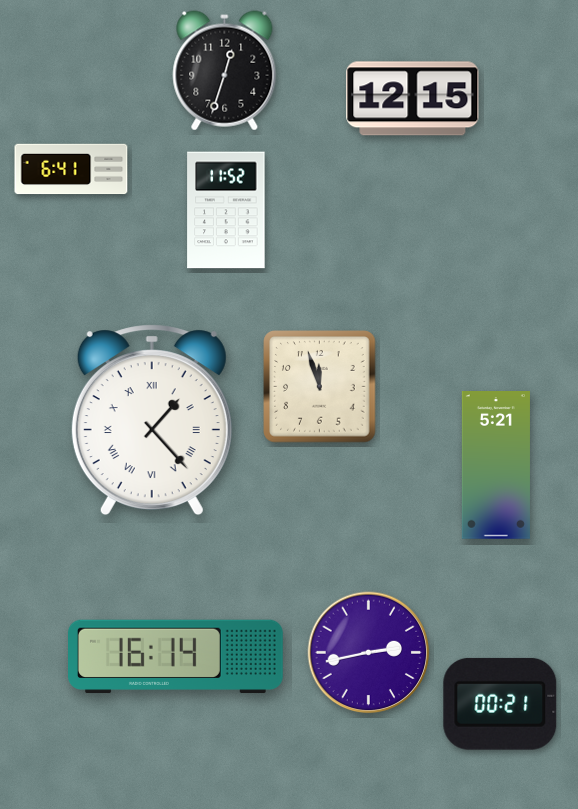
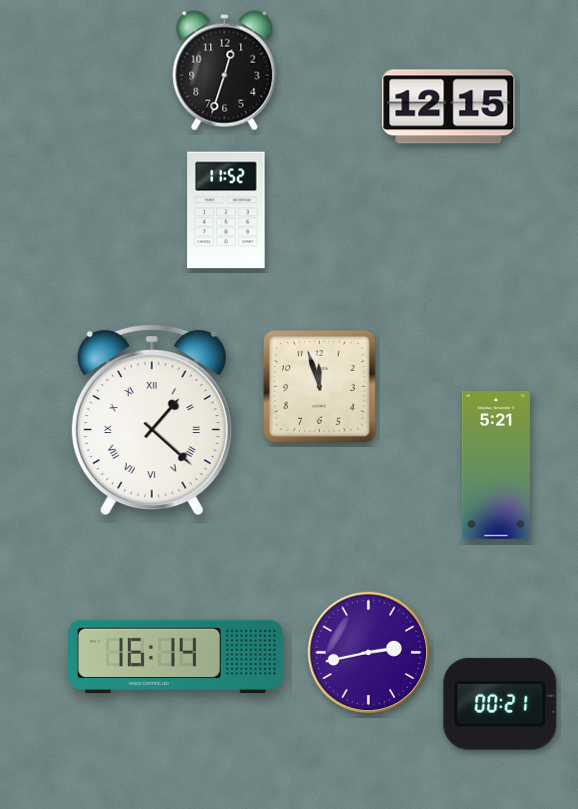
clock at (413, 99) position: (413, 99) -> (449, 107)
clock at (71, 169): 6:41 -> none
clock at (152, 420): 1:23 -> 1:22
